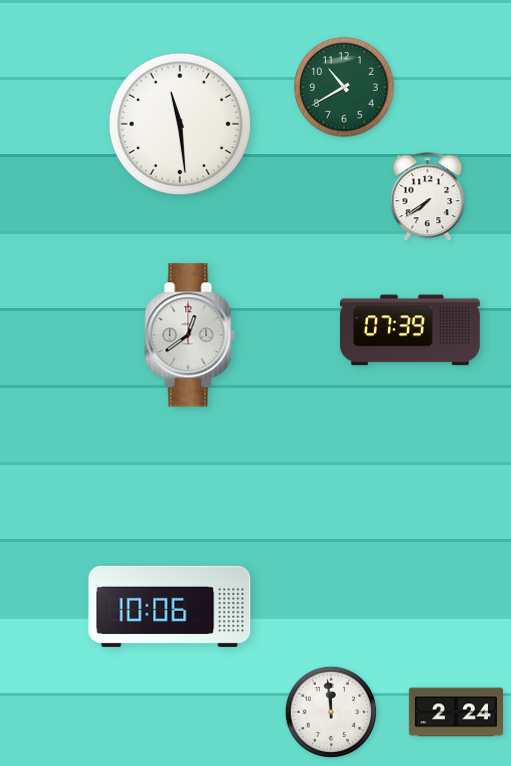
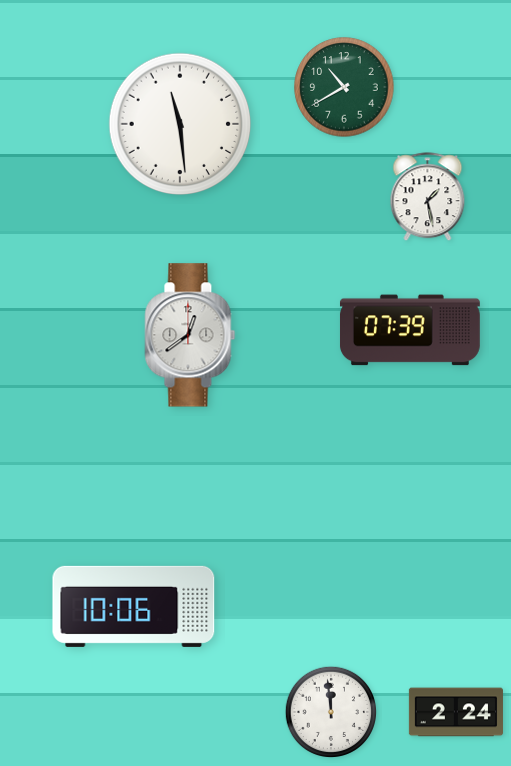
clock at (428, 197): 7:39 -> 1:28
clock at (170, 606) position: (170, 606) -> (134, 606)
